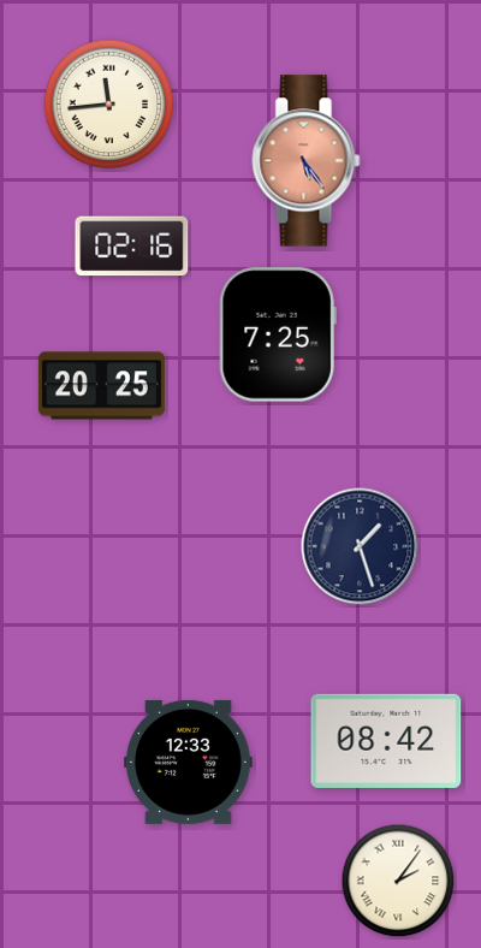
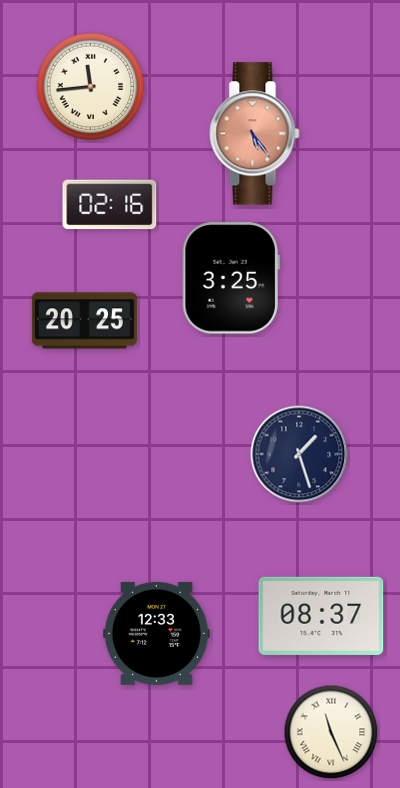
clock at (278, 334): 7:25 -> 3:25
clock at (386, 741): 08:42 -> 08:37
clock at (398, 881): 2:06 -> 11:26
